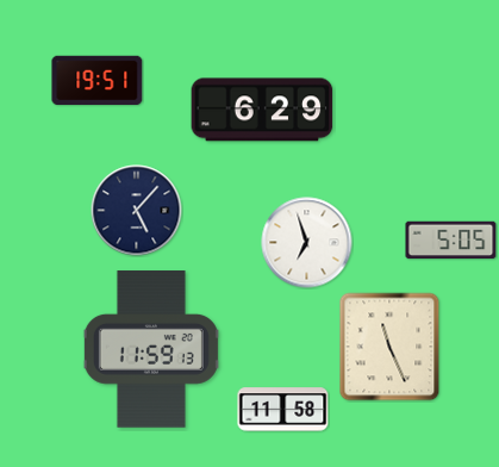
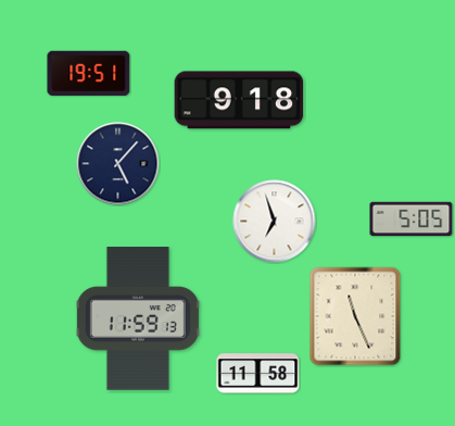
clock at (262, 110): 6:29 -> 9:18
clock at (137, 211) position: (137, 211) -> (118, 164)
clock at (307, 243) position: (307, 243) -> (275, 222)
